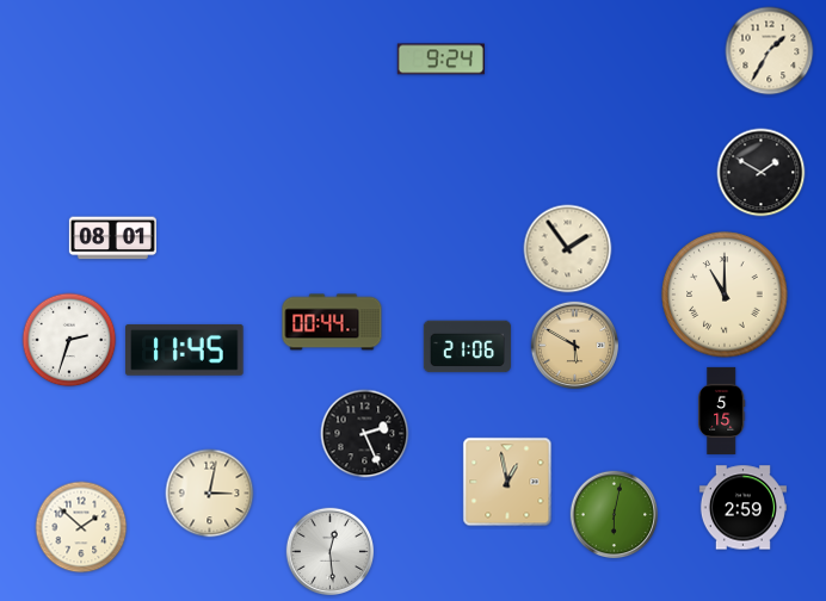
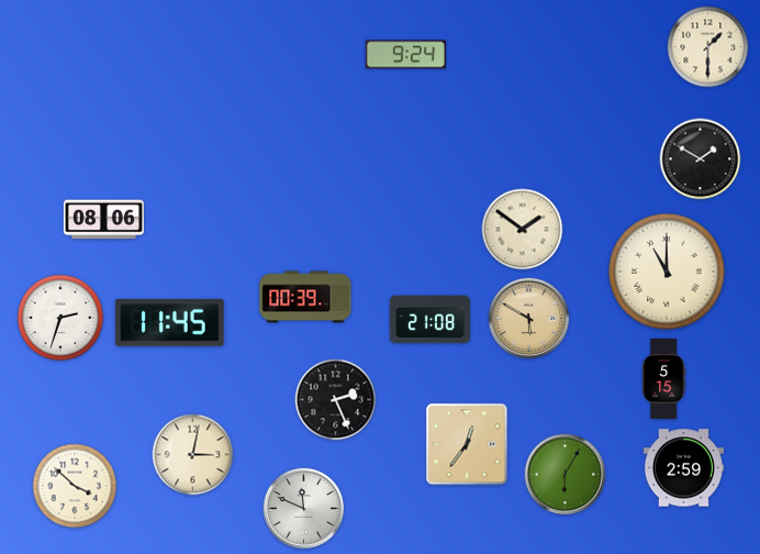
clock at (770, 51): 1:35 -> 1:30
clock at (112, 238): 08:01 -> 08:06
clock at (568, 249): 1:54 -> 1:51
clock at (332, 322): 00:44 -> 00:39
clock at (69, 340) position: (69, 340) -> (60, 318)
clock at (467, 347): 21:06 -> 21:08
clock at (507, 482): 12:58 -> 12:36
clock at (615, 515): 6:02 -> 6:05
clock at (81, 527): 1:52 -> 3:52
clock at (331, 552): 12:29 -> 11:49
